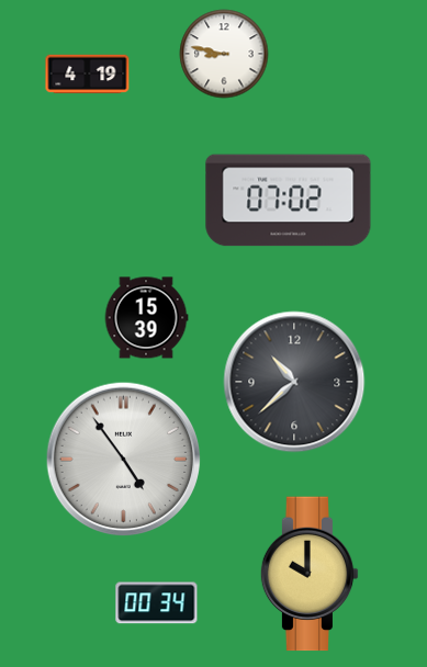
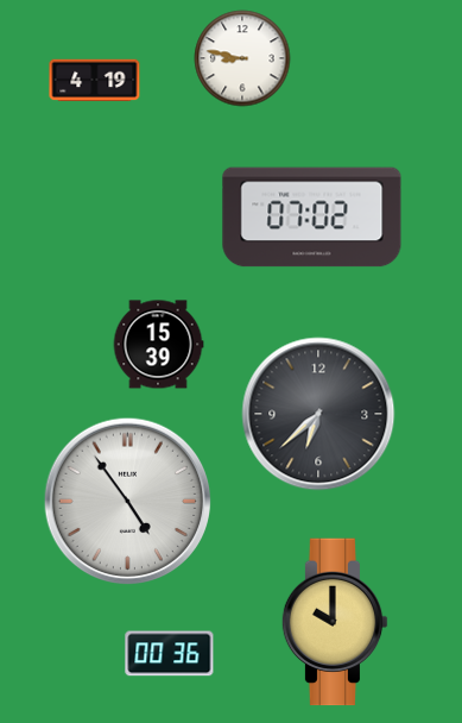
clock at (294, 382): 10:38 -> 6:38
clock at (124, 460) position: (124, 460) -> (128, 502)
clock at (157, 603): 00:34 -> 00:36
